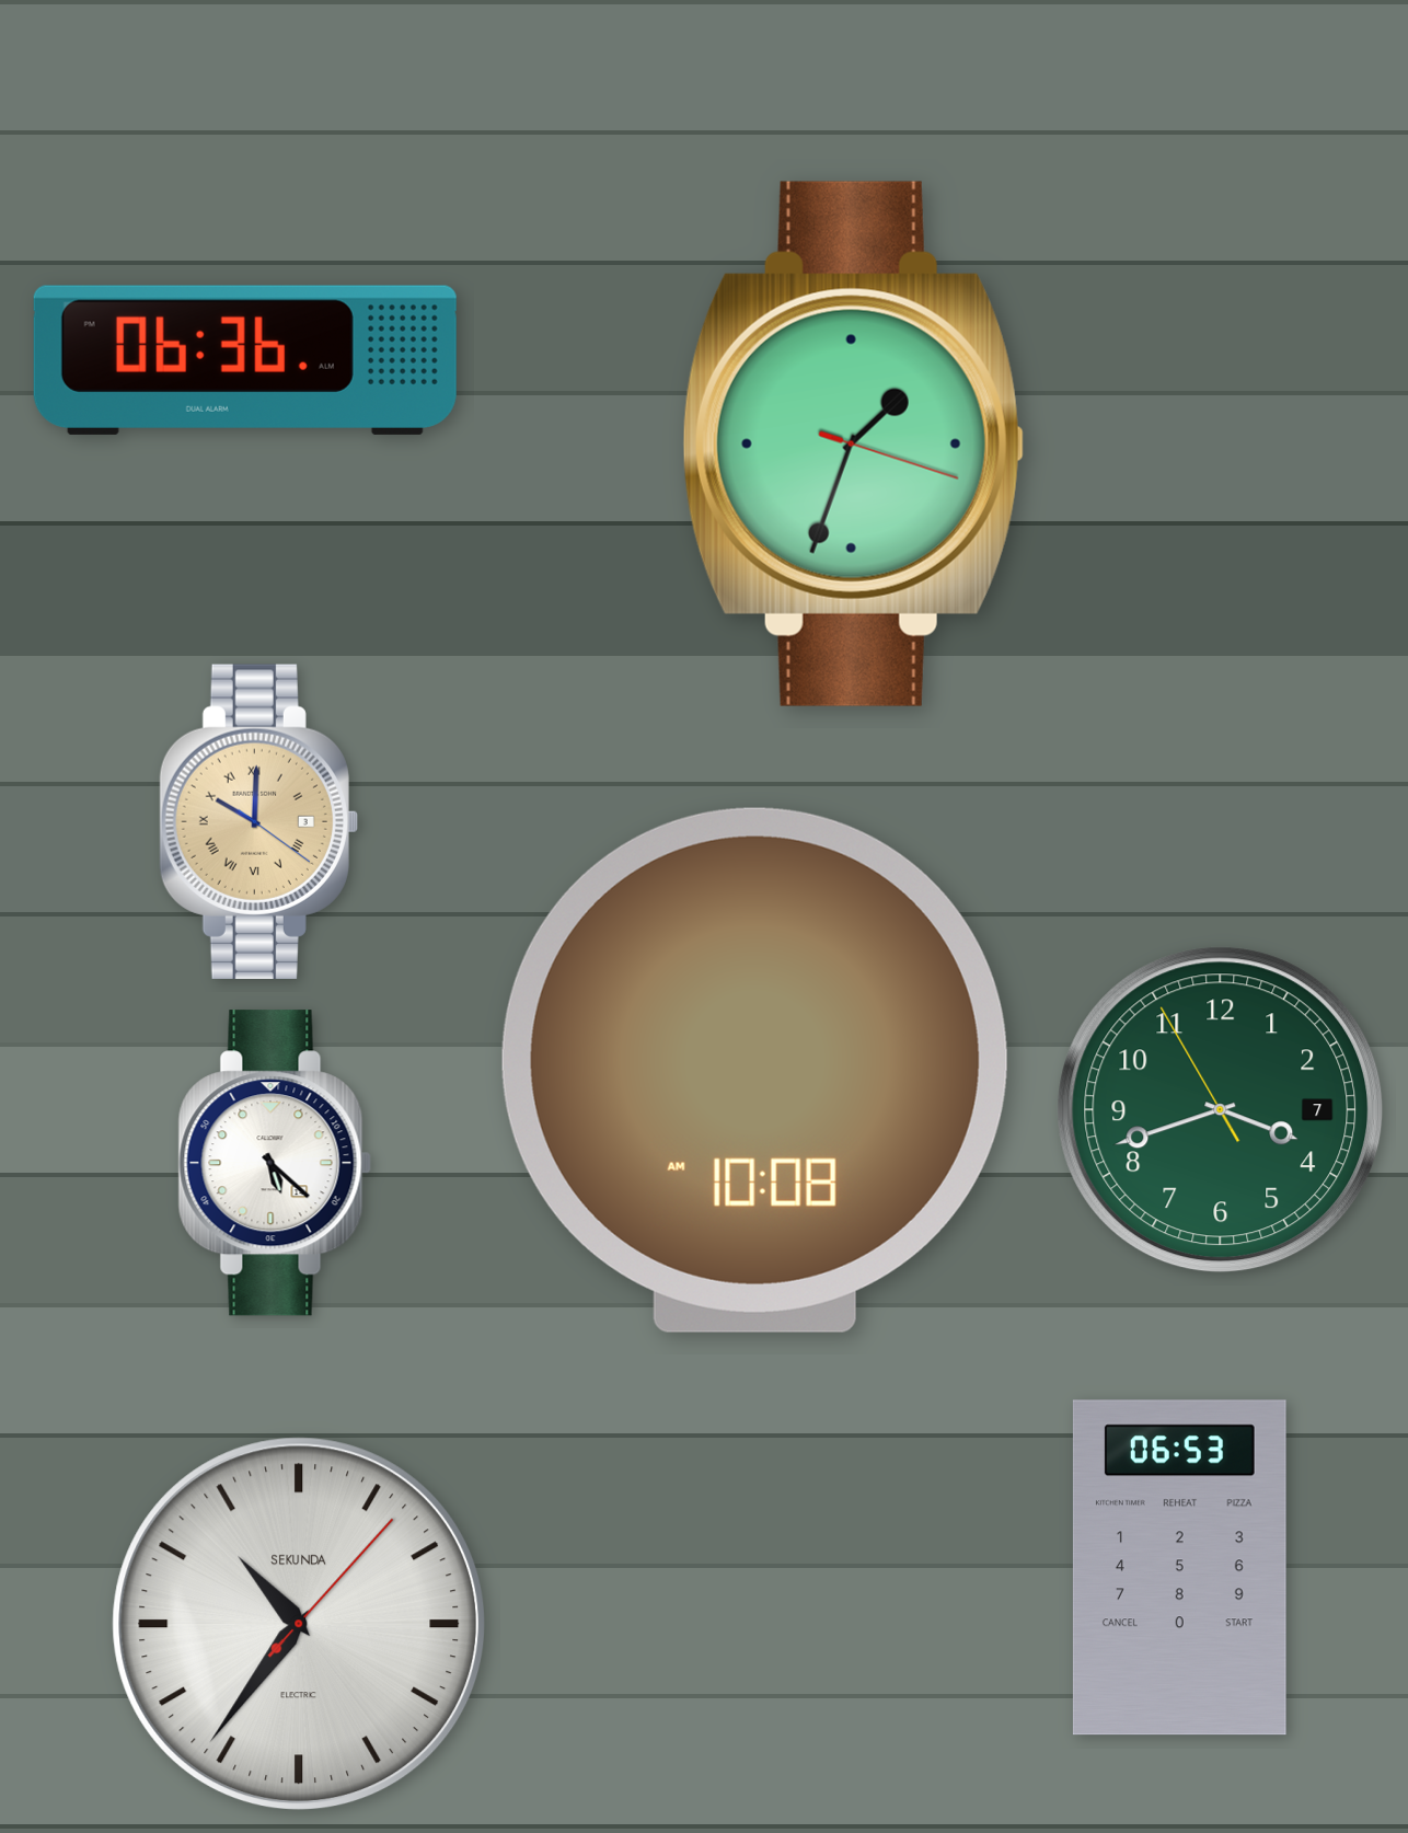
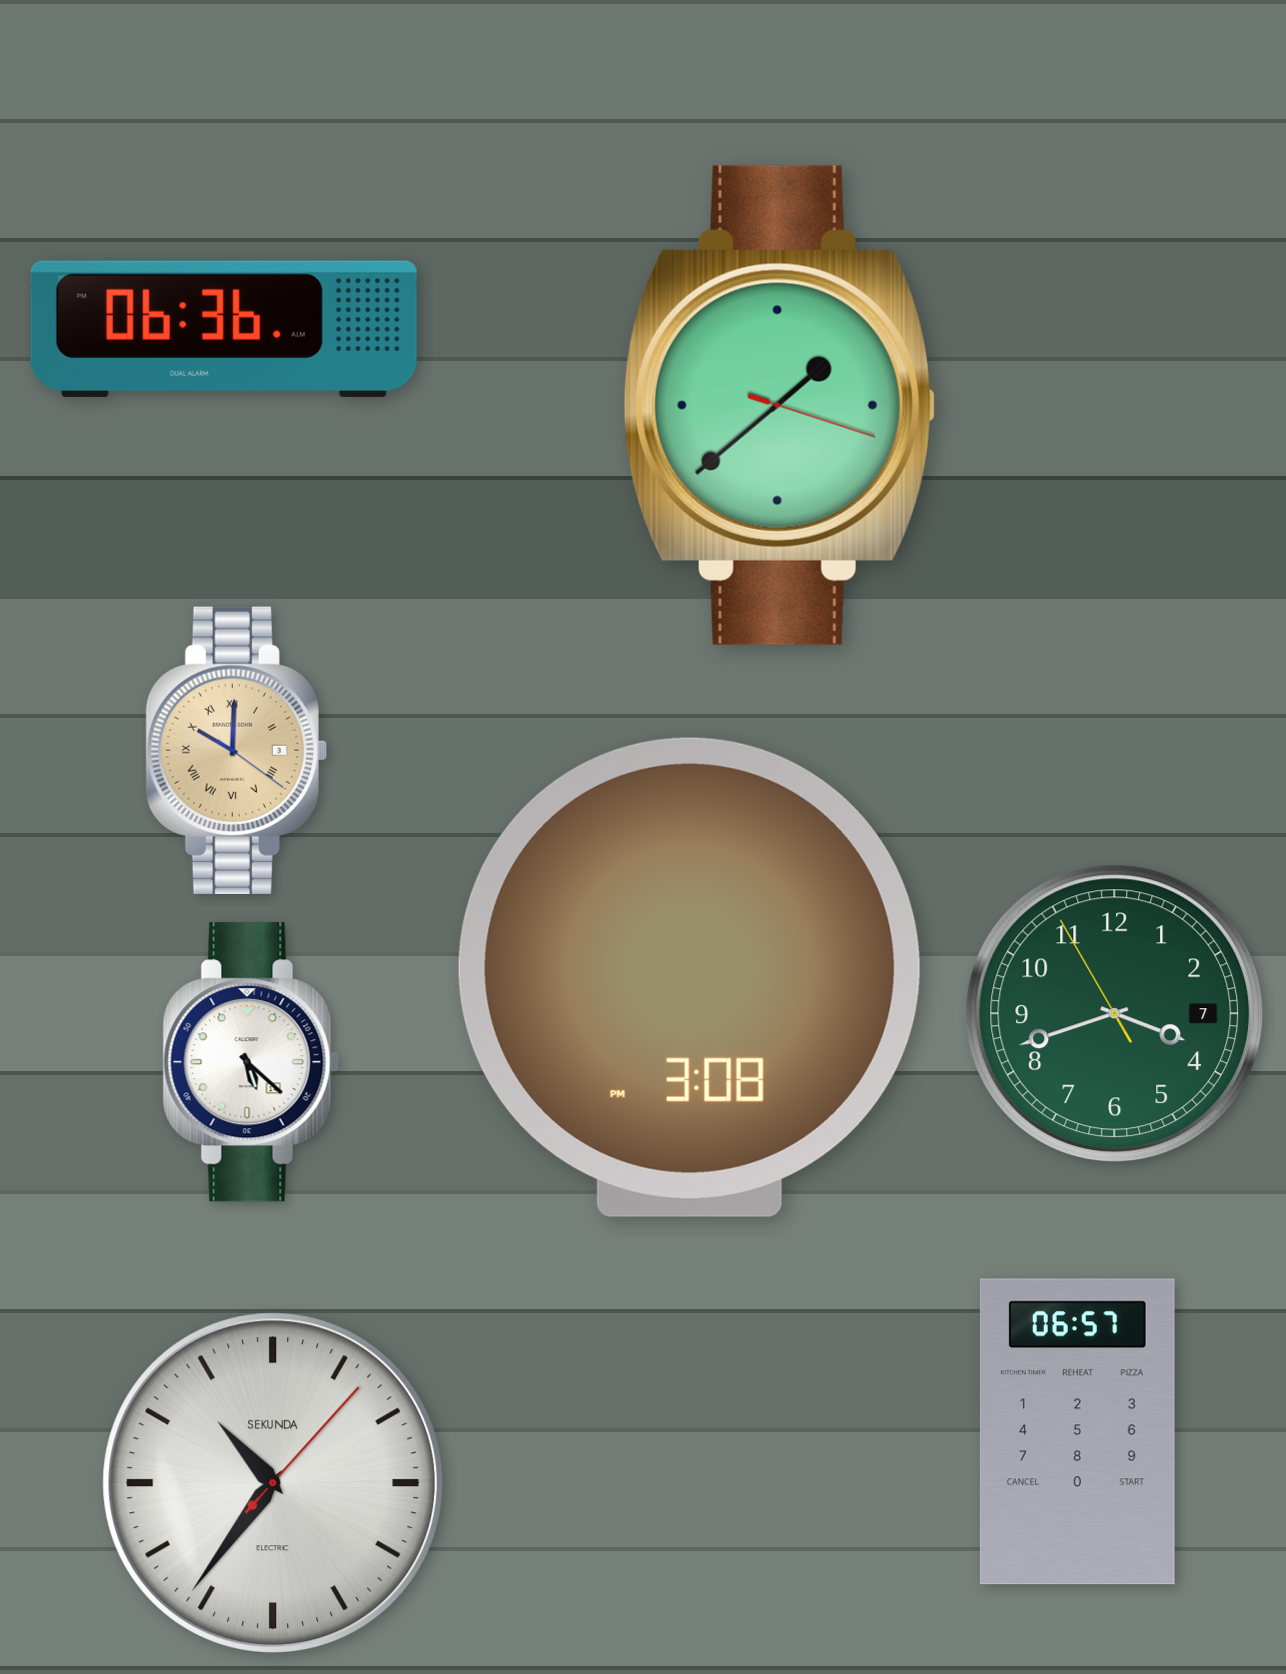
clock at (853, 443): 1:33 -> 1:38
clock at (754, 1070): 10:08 -> 3:08
clock at (1179, 1568): 06:53 -> 06:57
